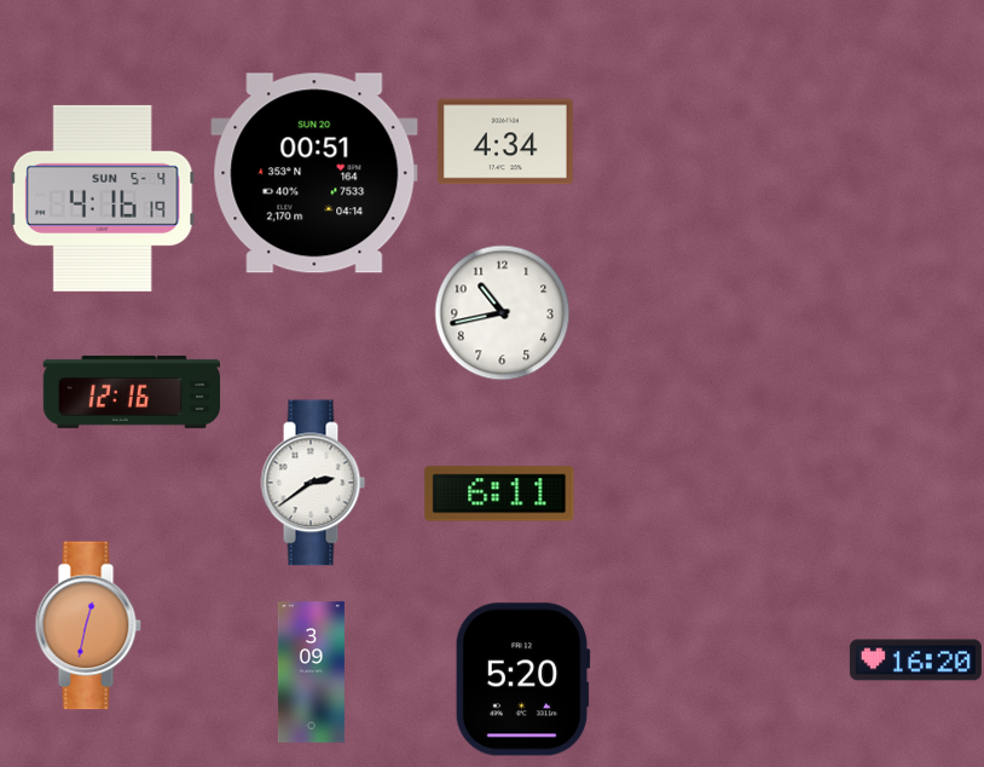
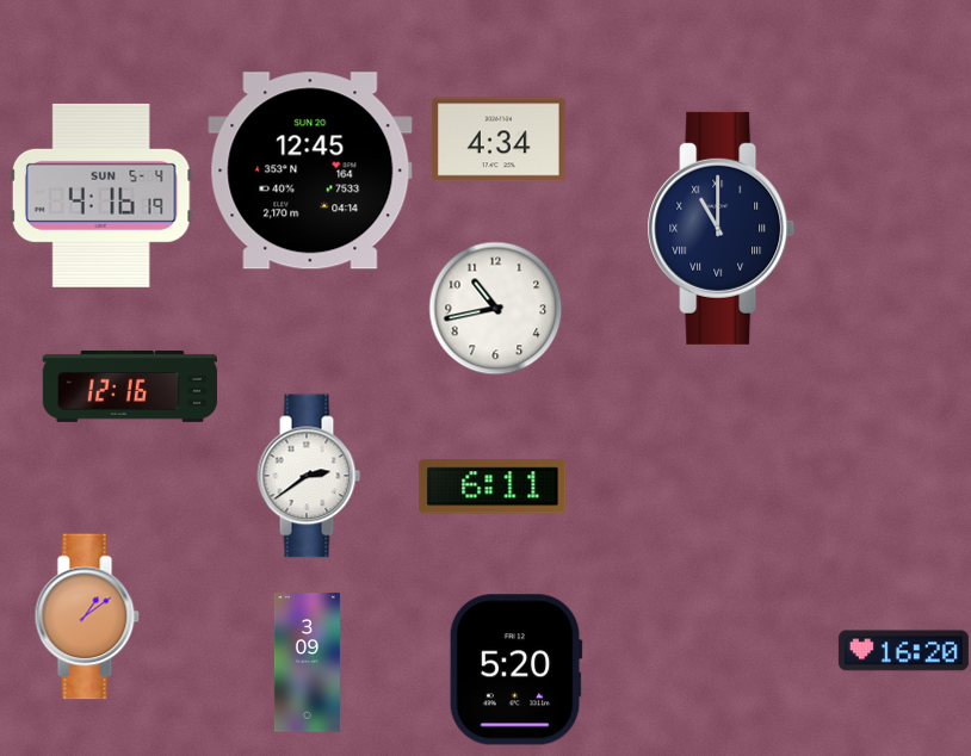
clock at (314, 173): 00:51 -> 12:45
clock at (722, 228): none -> 11:00
clock at (88, 625): 12:32 -> 1:09
